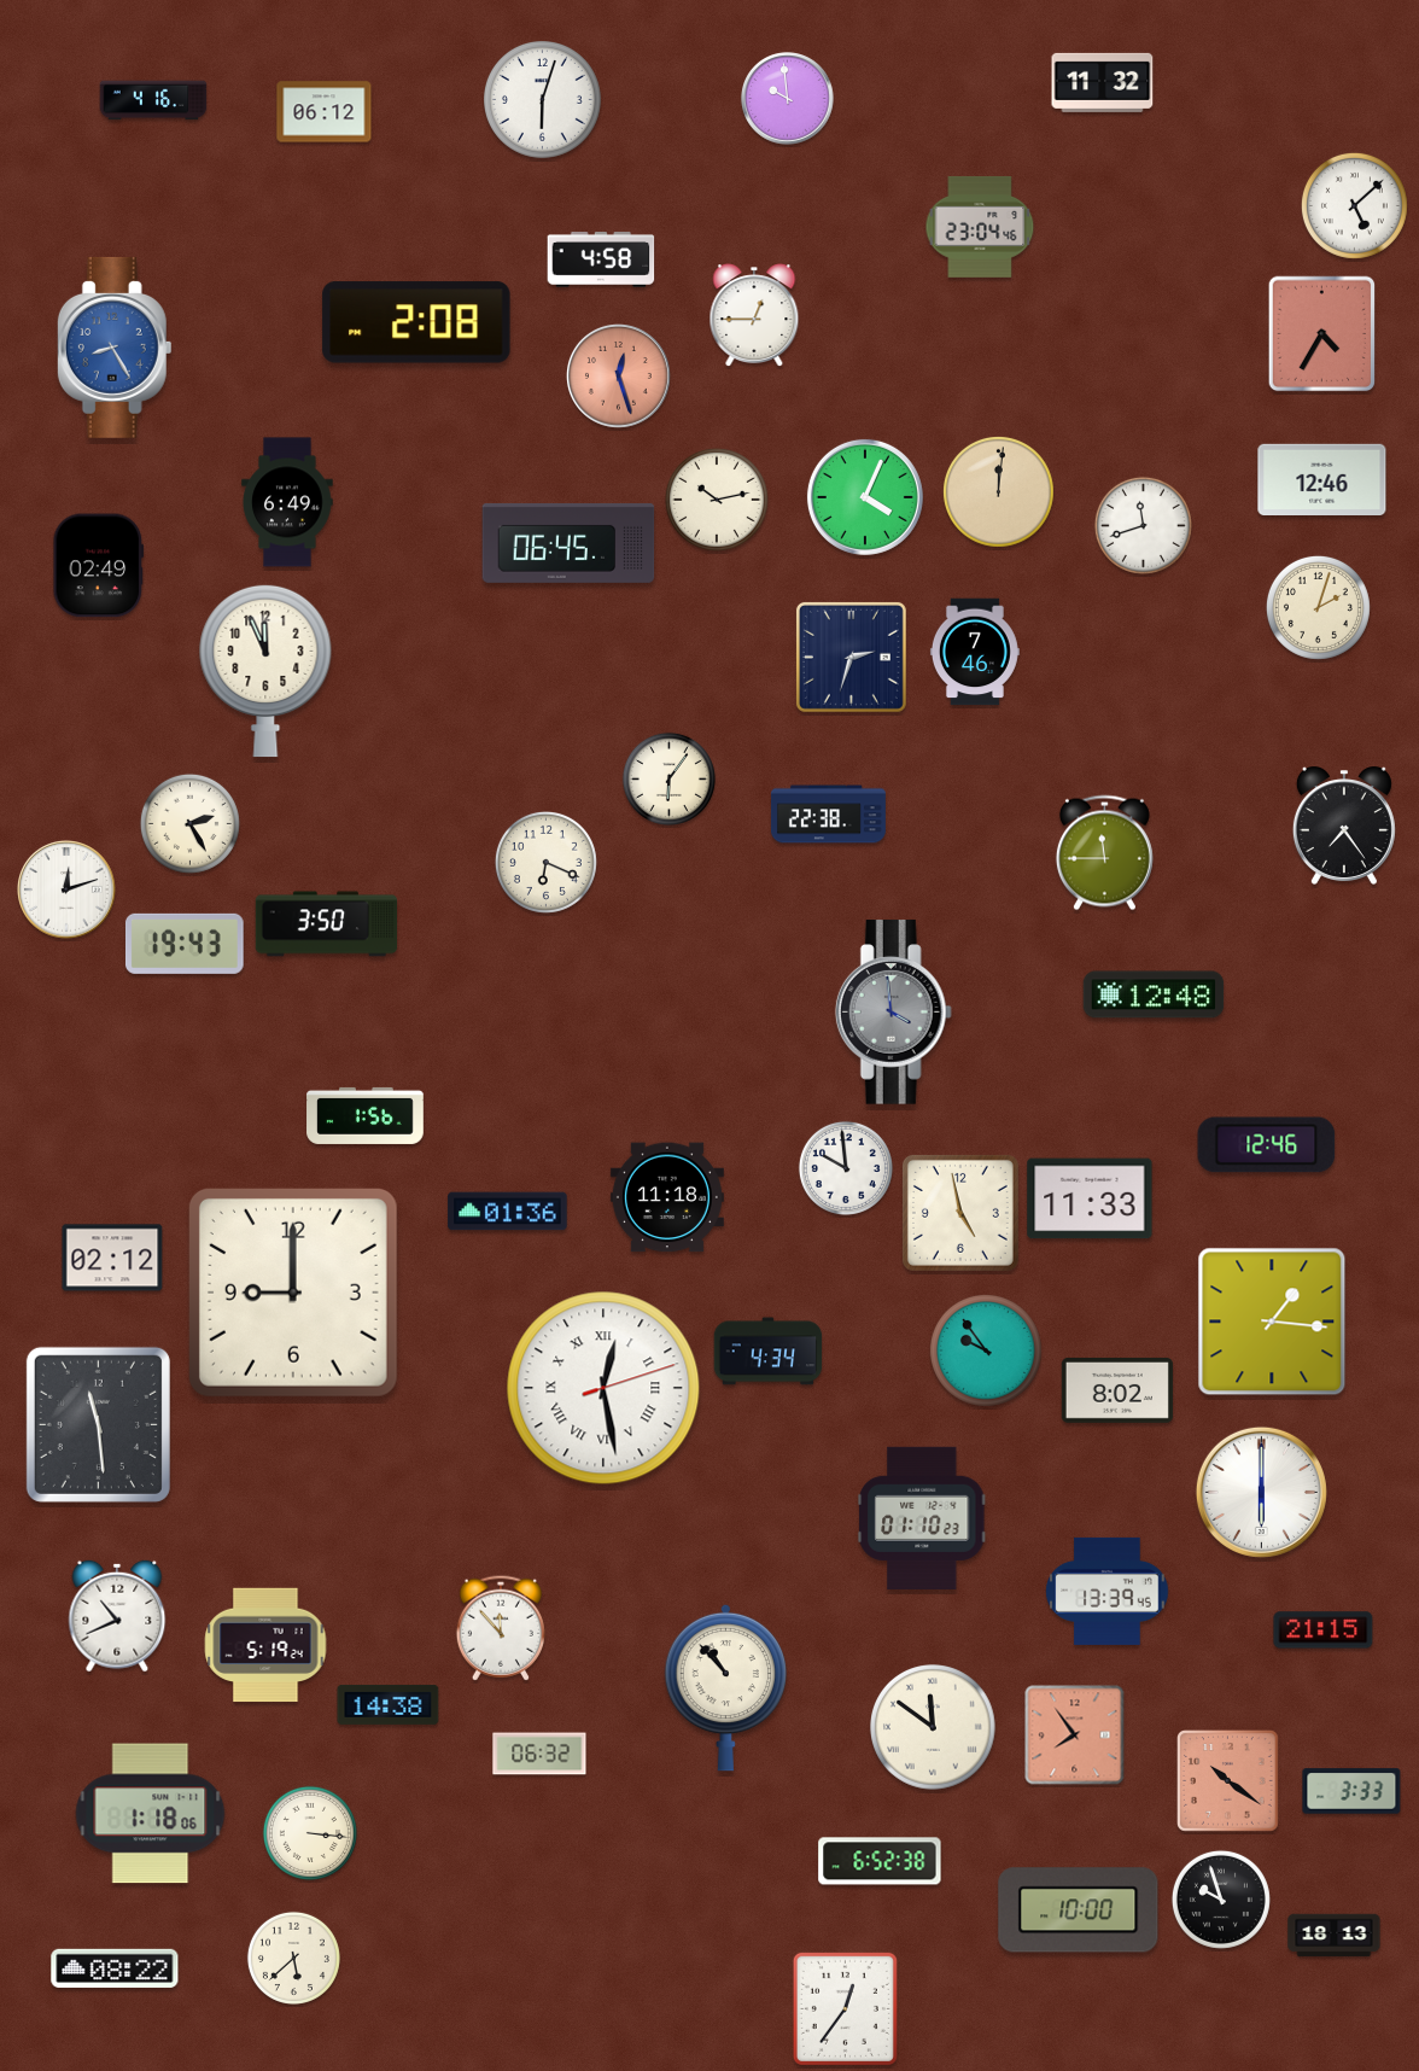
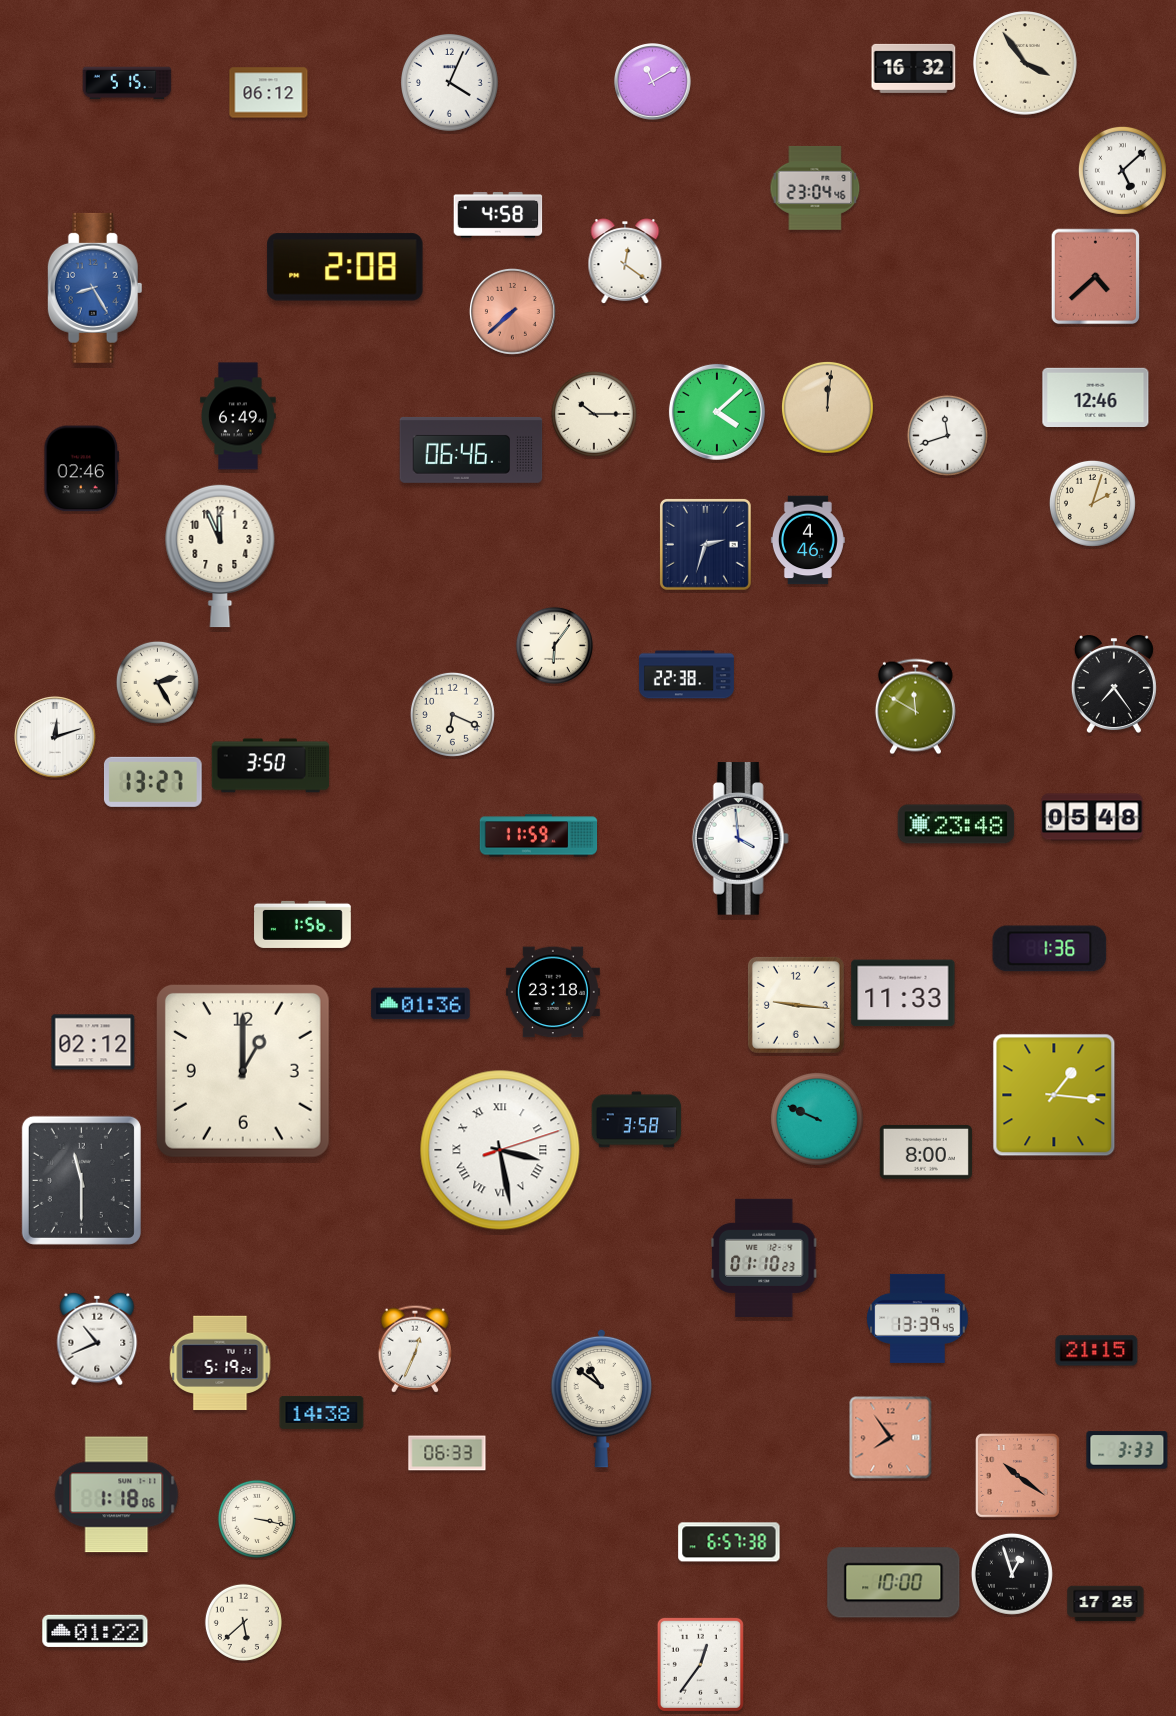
clock at (1025, 63): none -> 3:54
clock at (1103, 82): 11:32 -> 16:32
clock at (788, 99): 9:59 -> 11:10
clock at (153, 100): 4:16 -> 5:15
clock at (543, 100): 6:03 -> 4:04
clock at (980, 227) position: (980, 227) -> (815, 188)
clock at (754, 315): 12:45 -> 12:21
clock at (1322, 334): 4:35 -> 4:38
clock at (618, 375): 12:27 -> 7:38
clock at (865, 497): 4:04 -> 4:08
clock at (717, 500): 10:13 -> 10:15
clock at (568, 543): 06:45 -> 06:46
clock at (99, 566): 02:49 -> 02:46
clock at (975, 652): 7:46 -> 4:46
clock at (1104, 853): 11:45 -> 11:50
clock at (185, 944): 19:43 -> 13:27
clock at (1092, 817): none -> 05:48
clock at (1154, 994): 12:48 -> 23:48
clock at (539, 836): none -> 11:59
clock at (893, 1013) dial: grey -> white
clock at (1267, 1145): 12:46 -> 1:36
clock at (846, 1168): 9:59 -> none
clock at (667, 1197): 11:18 -> 23:18
clock at (960, 1213): 4:58 -> 9:16
clock at (293, 1293): 9:00 -> 1:00
clock at (986, 1350): 9:54 -> 9:49
clock at (769, 1352): 4:34 -> 3:58
clock at (603, 1388): 12:28 -> 3:28
clock at (1117, 1390): 8:02 -> 8:00
clock at (98, 1424): 11:29 -> 11:30
clock at (1261, 1492): 6:00 -> none
clock at (501, 1628): 11:53 -> 12:34
clock at (725, 1687): 10:53 -> 10:51
clock at (933, 1727): 11:51 -> none
clock at (539, 1754): 06:32 -> 06:33
clock at (1351, 1791) position: (1351, 1791) -> (1127, 1450)
clock at (151, 1814) position: (151, 1814) -> (117, 1495)
clock at (310, 1833): 3:16 -> 3:17
clock at (880, 1861): 6:52 -> 6:57
clock at (1221, 1900): 9:57 -> 12:57
clock at (1335, 1936): 18:13 -> 17:25
clock at (115, 1968): 08:22 -> 01:22
